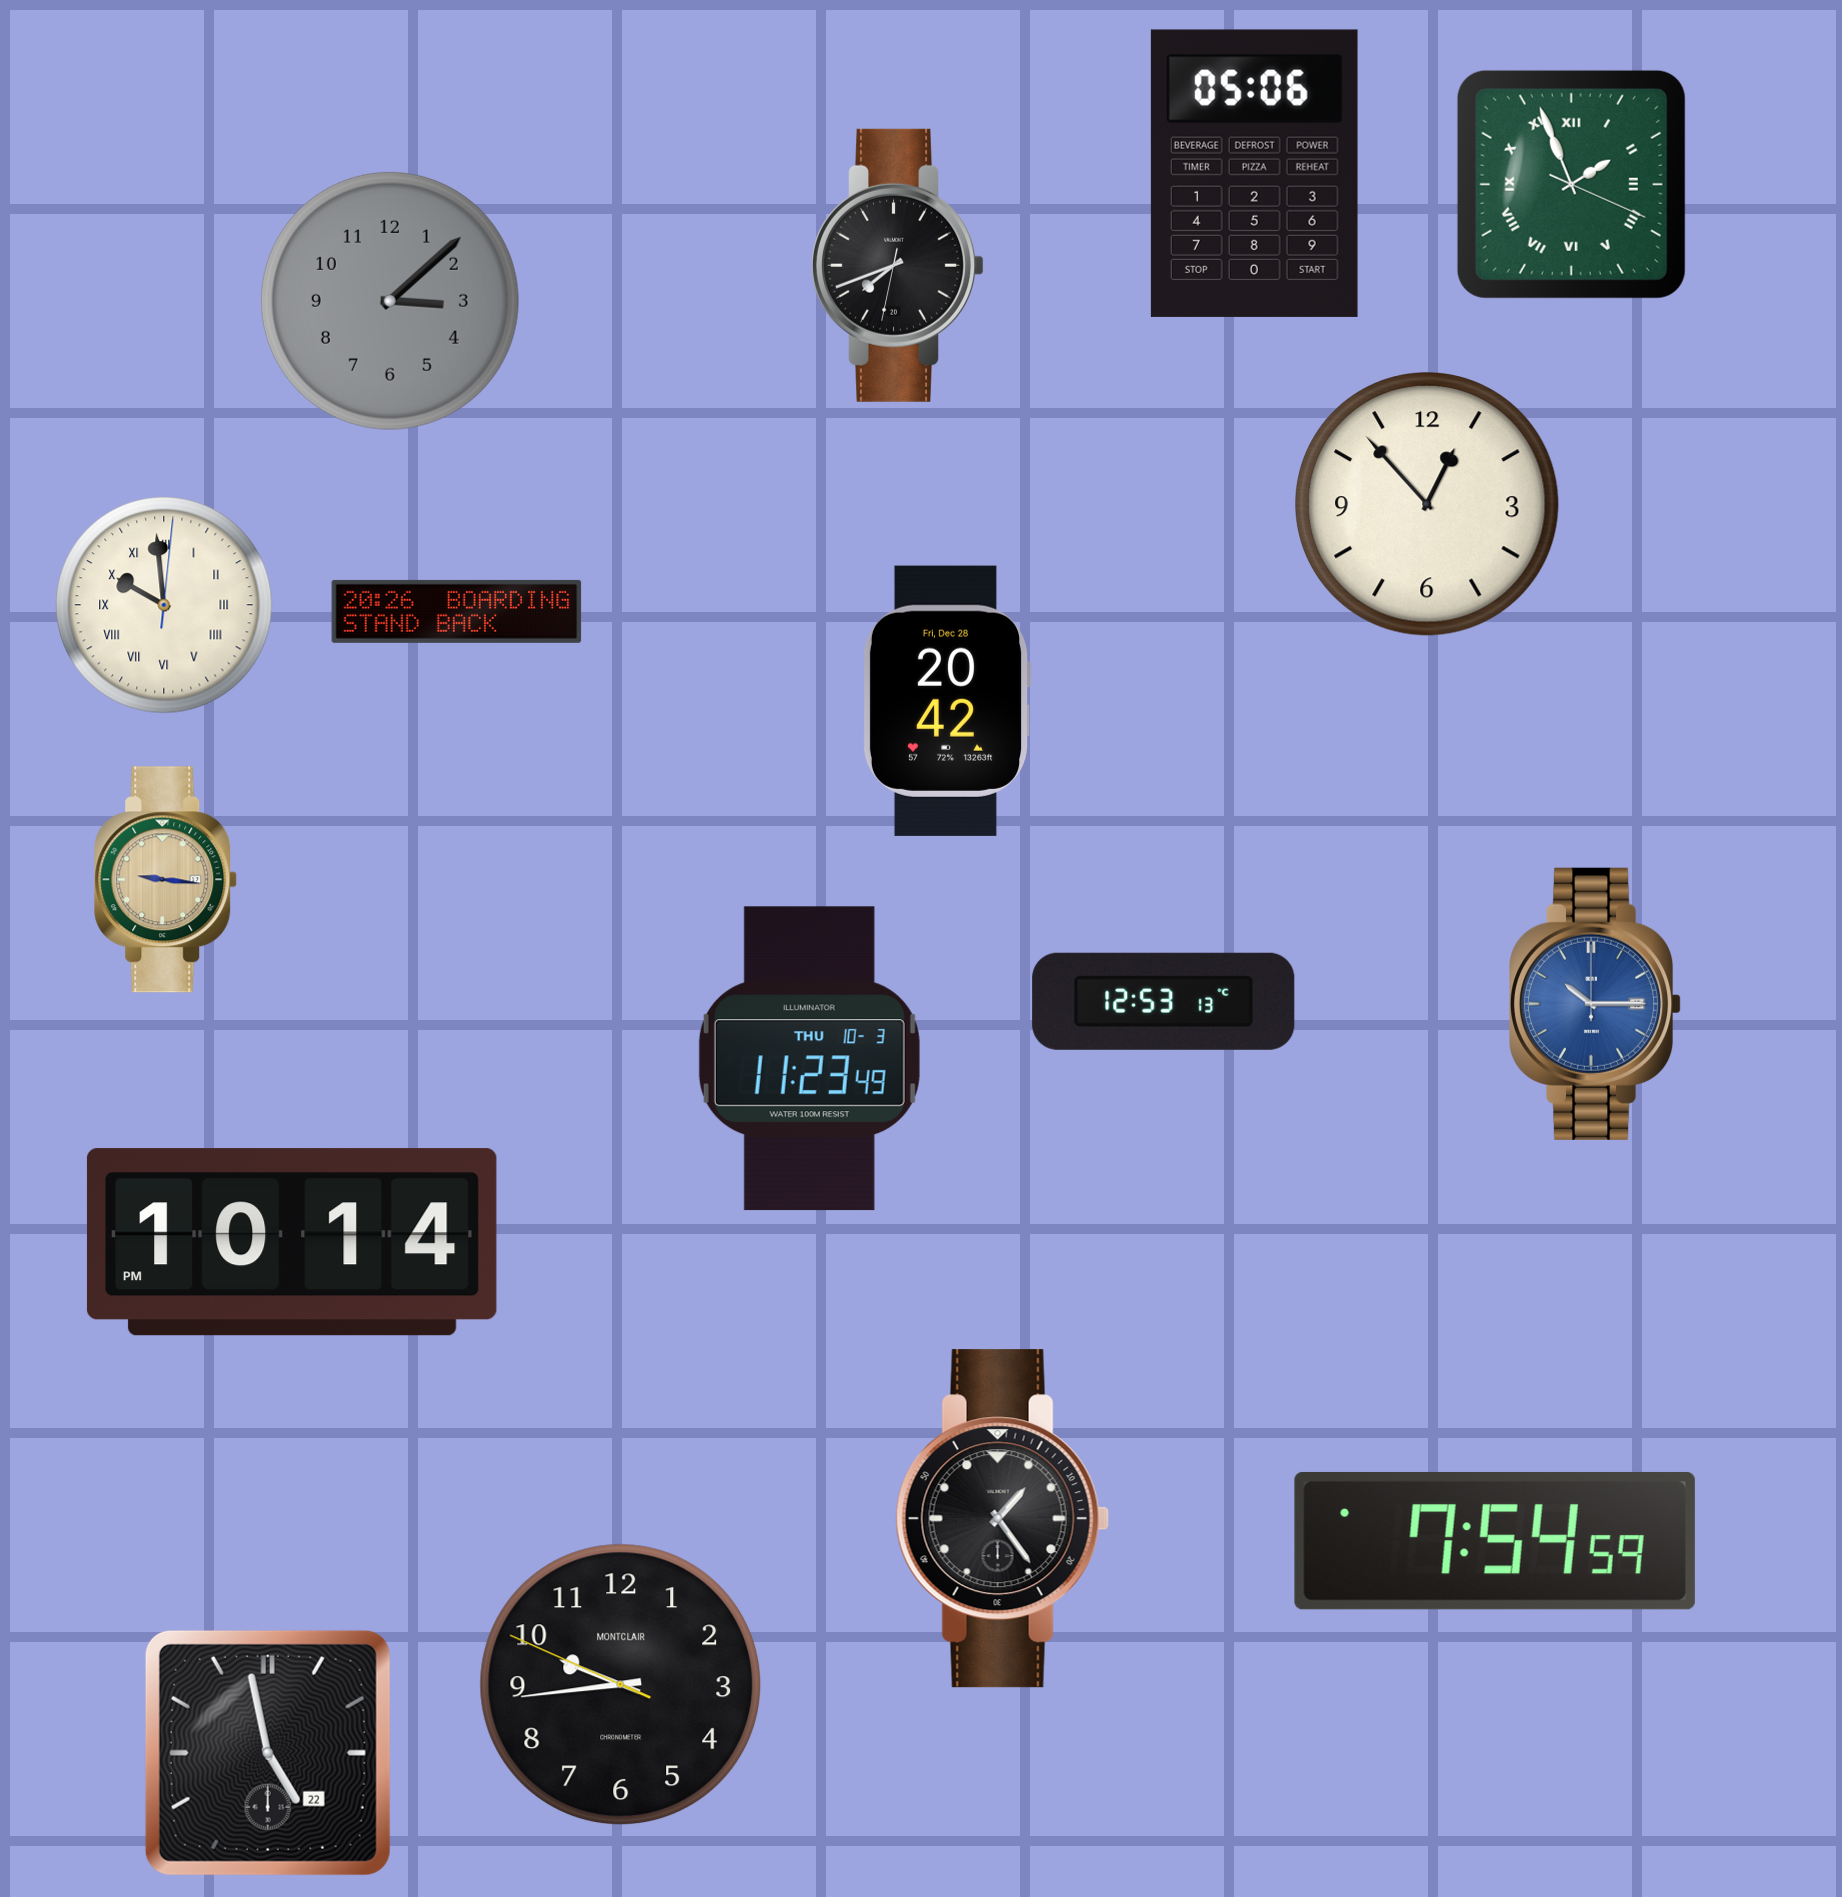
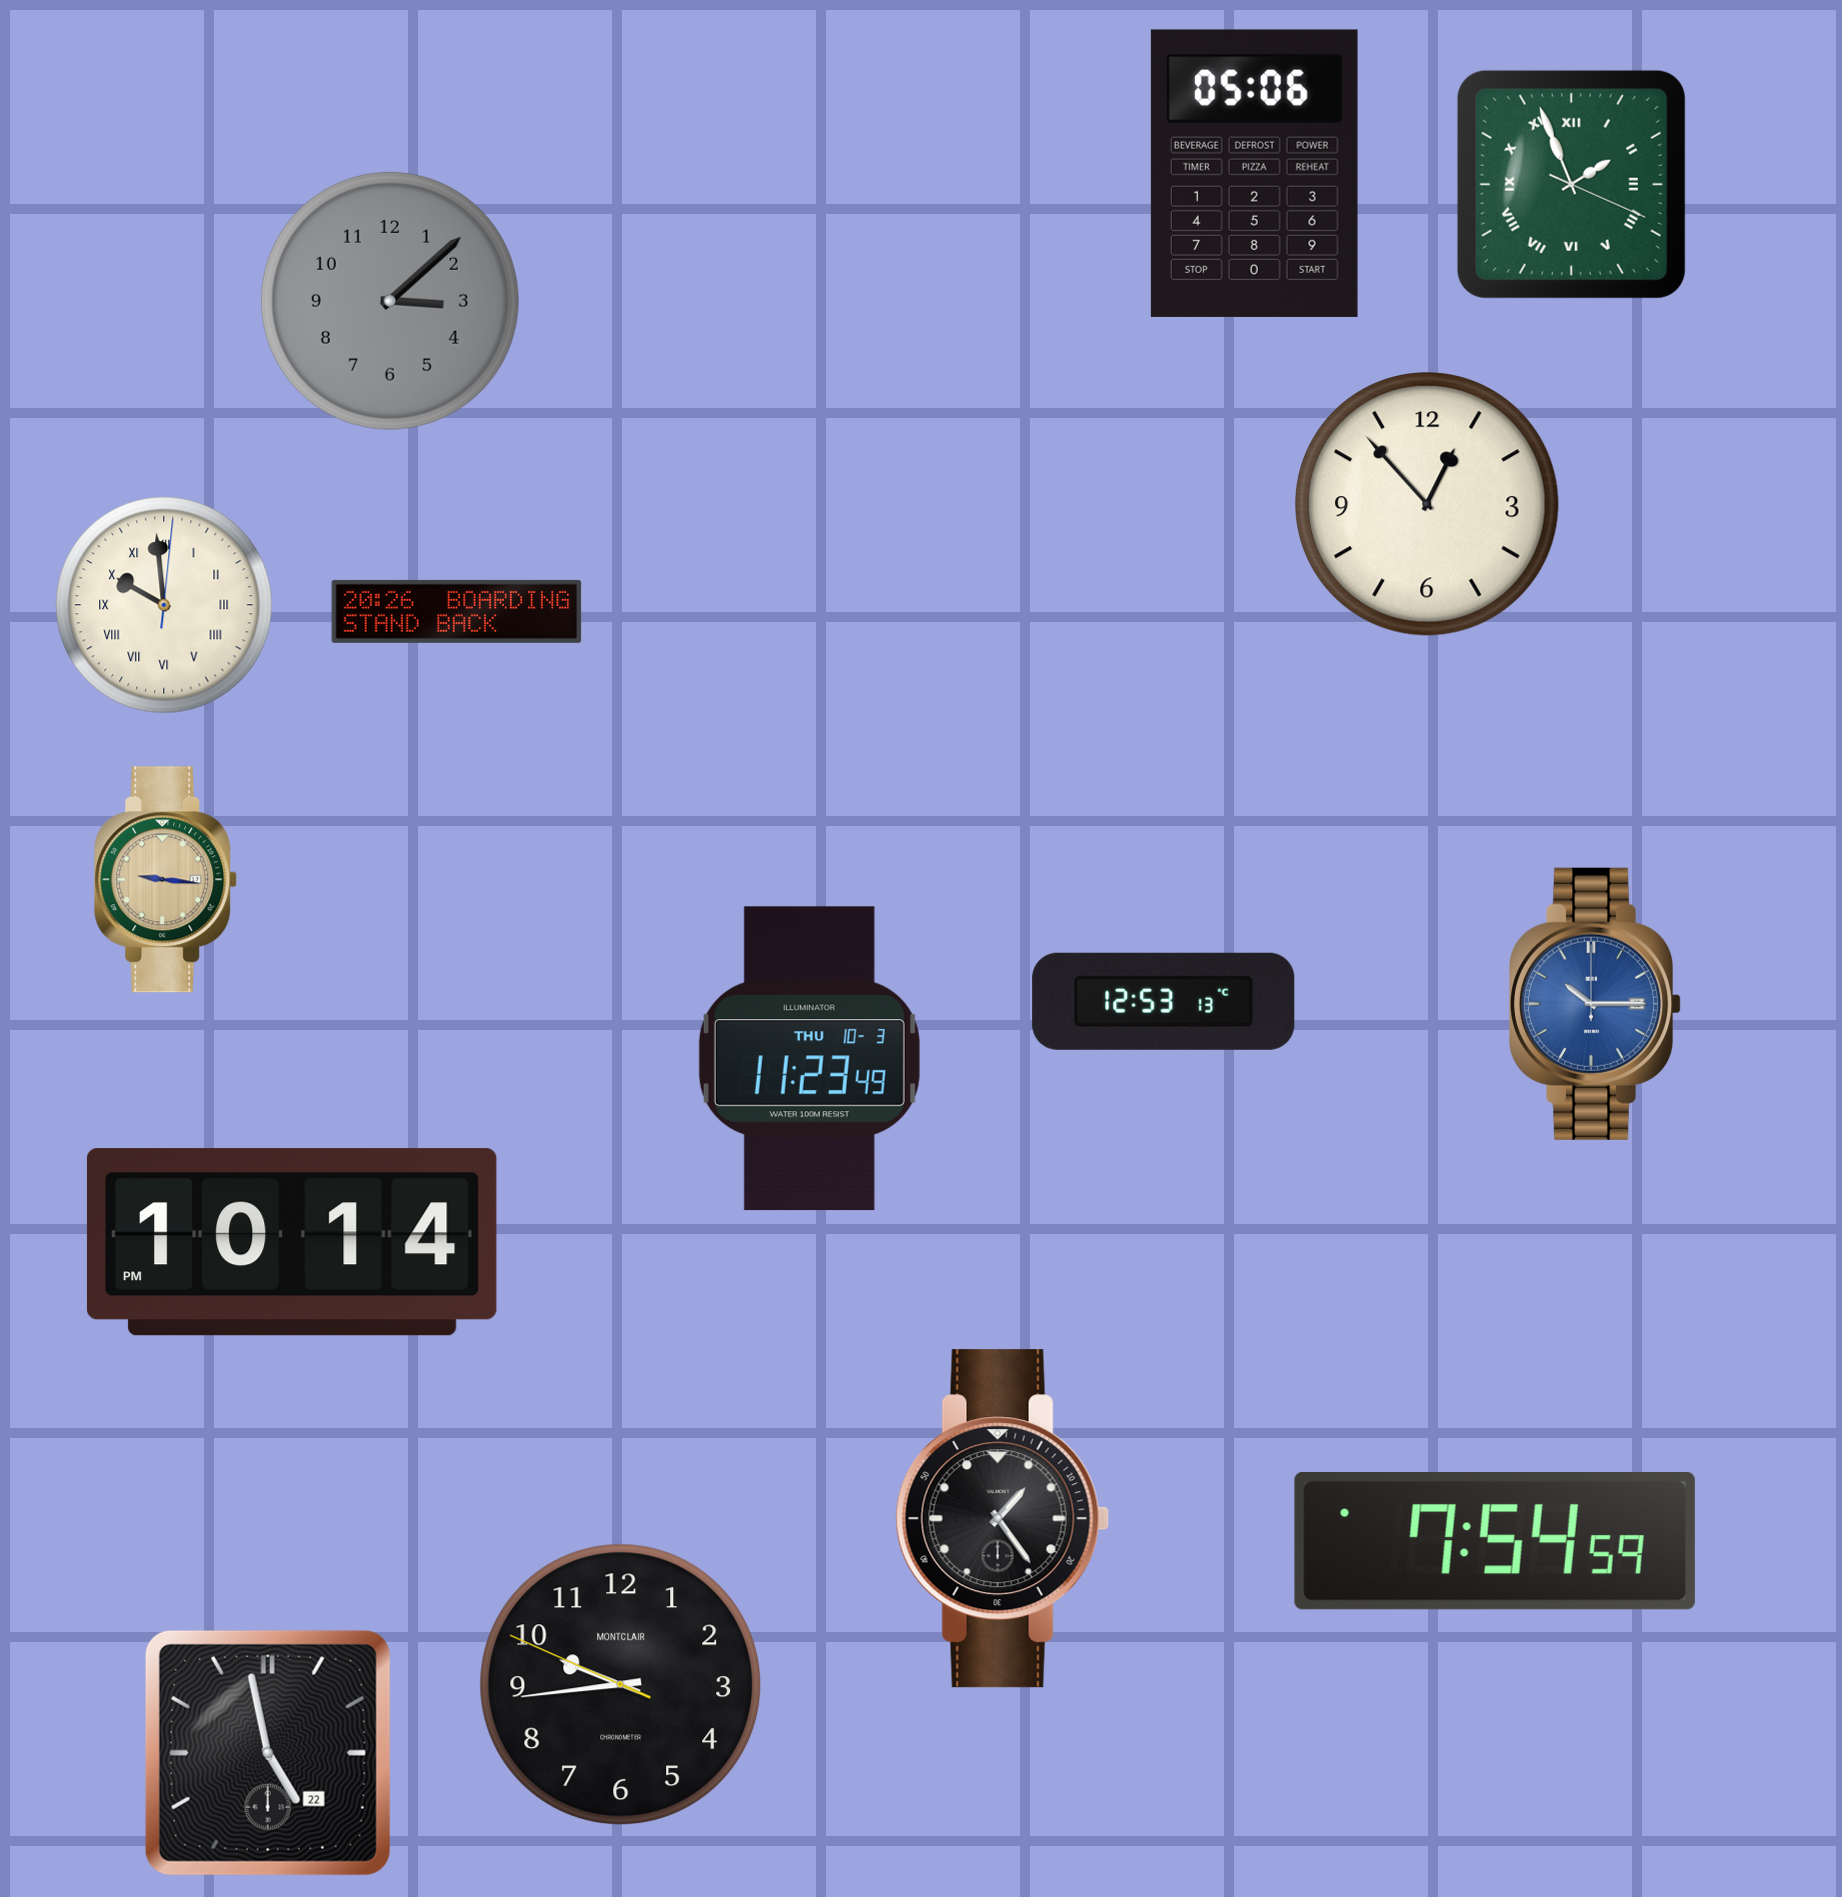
clock at (898, 265): 7:41 -> none
clock at (946, 701): 20:42 -> none
